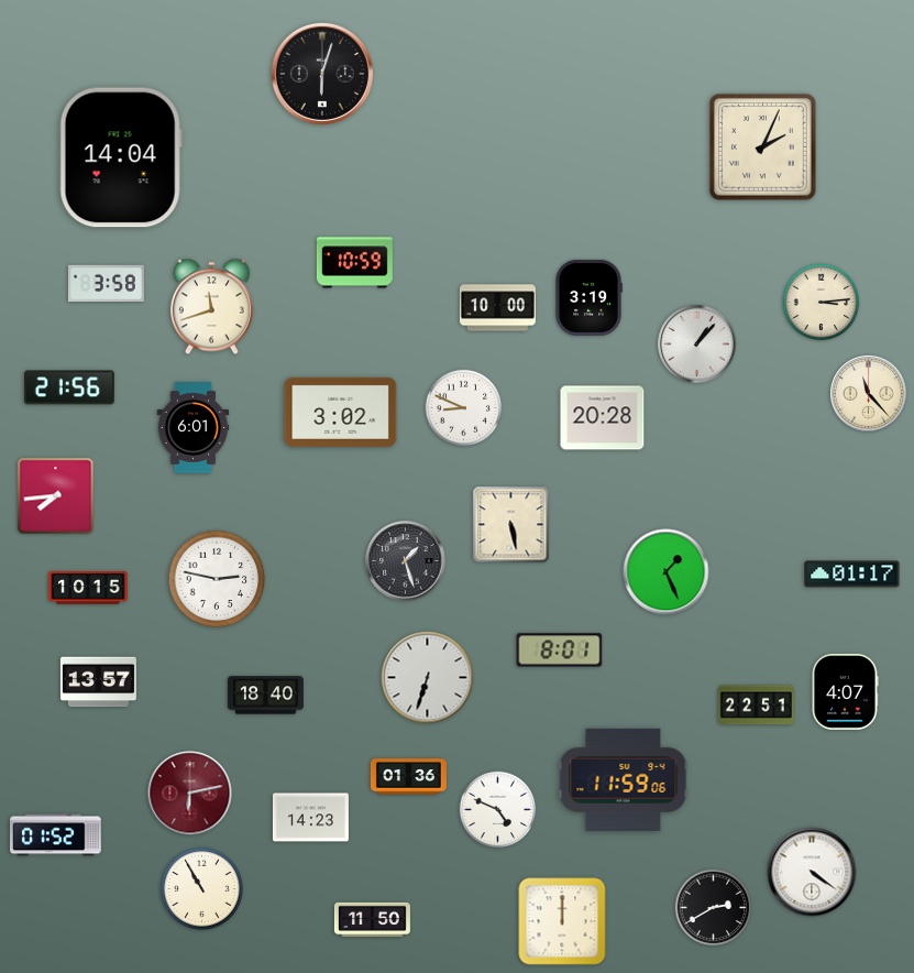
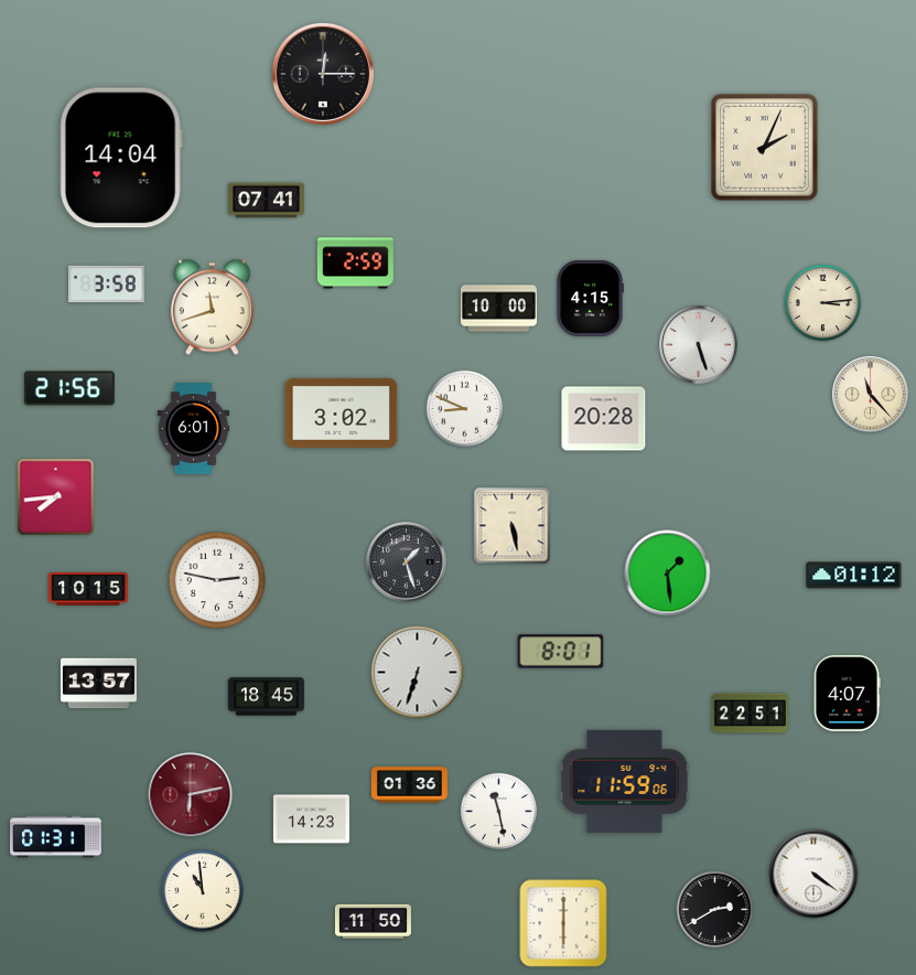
clock at (322, 74): 6:03 -> 12:15
clock at (266, 201): none -> 07:41
clock at (354, 263): 10:59 -> 2:59
clock at (588, 297): 3:19 -> 4:15
clock at (697, 345): 1:07 -> 5:27
clock at (667, 572): 1:26 -> 1:29
clock at (852, 575): 01:17 -> 01:12
clock at (428, 678) position: (428, 678) -> (418, 673)
clock at (265, 696): 18:40 -> 18:45
clock at (756, 706) position: (756, 706) -> (750, 714)
clock at (408, 777) position: (408, 777) -> (409, 785)
clock at (498, 810): 4:49 -> 11:28
clock at (56, 835): 01:52 -> 01:31
clock at (202, 889): 10:55 -> 10:59
clock at (562, 921): 12:00 -> 6:00
